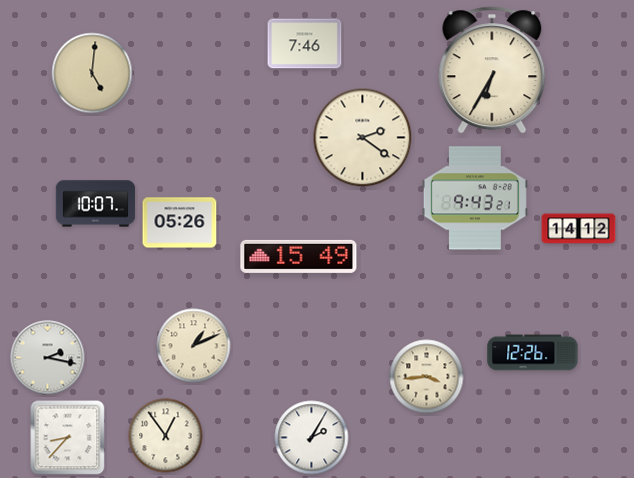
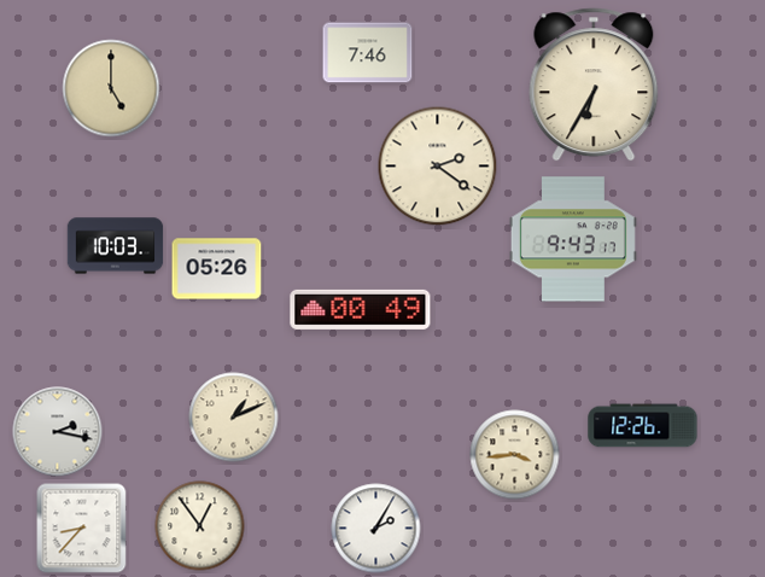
clock at (92, 73): 5:01 -> 5:00
clock at (475, 198): 9:43:21 -> 9:43:17
clock at (96, 204): 10:07 -> 10:03
clock at (579, 229): 14:12 -> none
clock at (299, 256): 15:49 -> 00:49
